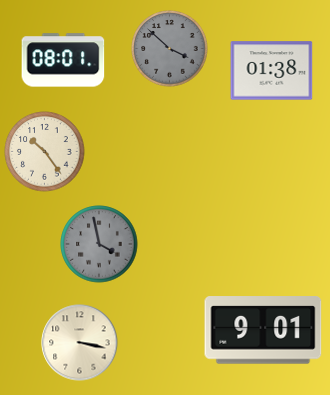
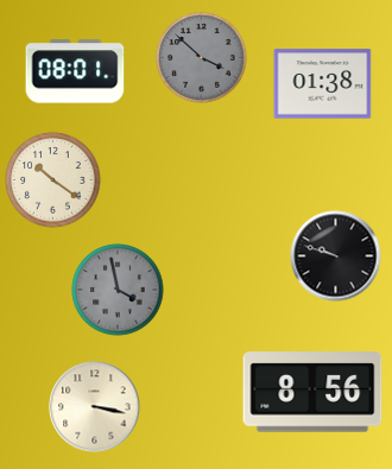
clock at (45, 152): 10:24 -> 10:21
clock at (336, 256): none -> 9:48
clock at (263, 330): 9:01 -> 8:56
